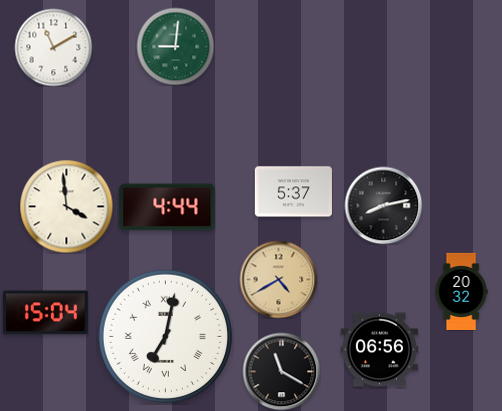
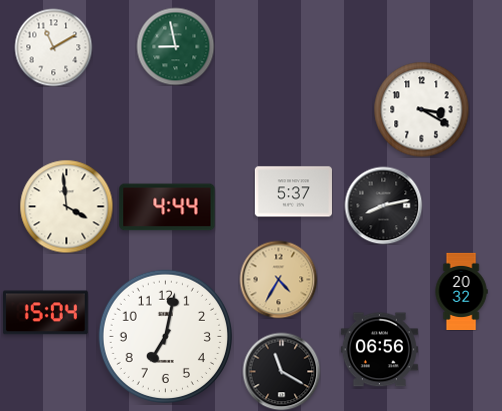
clock at (175, 46): 9:01 -> 8:58
clock at (421, 109): none -> 3:20
clock at (278, 279): 4:40 -> 4:35
clock at (165, 336) numerals: Roman -> Arabic
